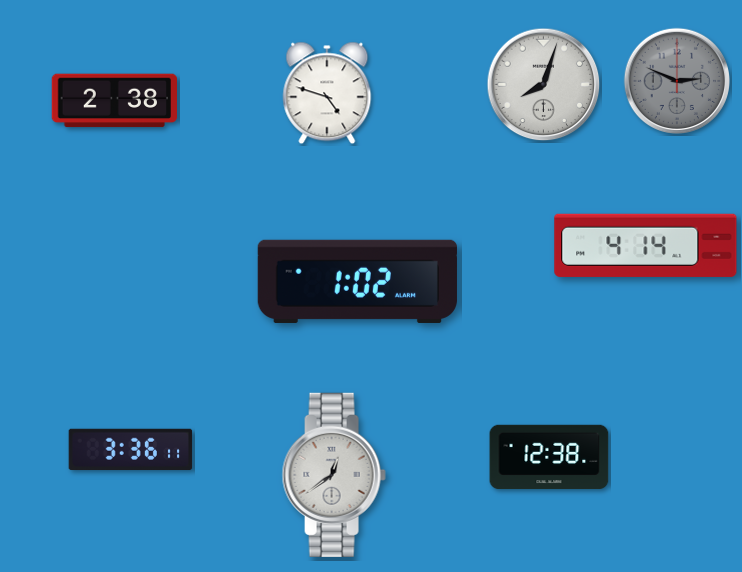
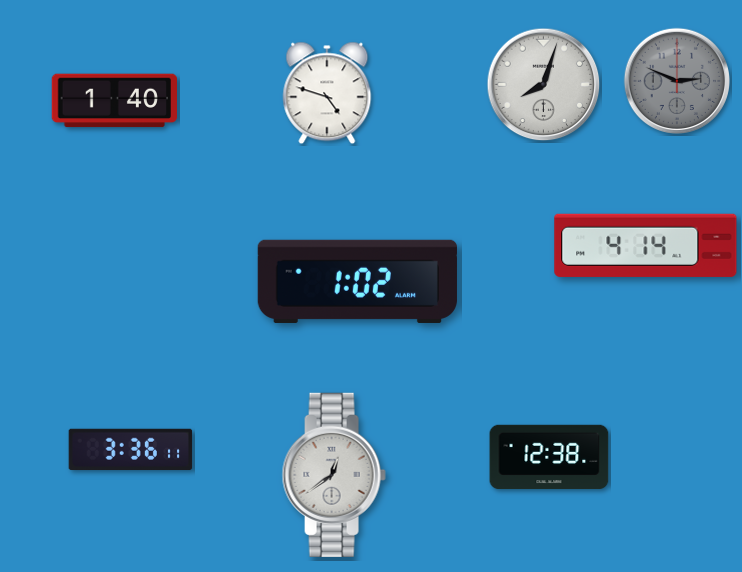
clock at (114, 101): 2:38 -> 1:40
